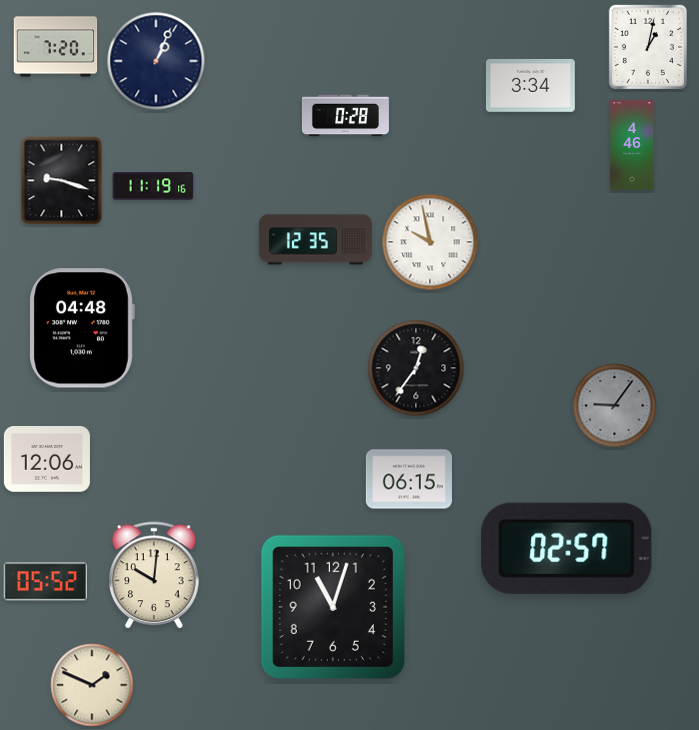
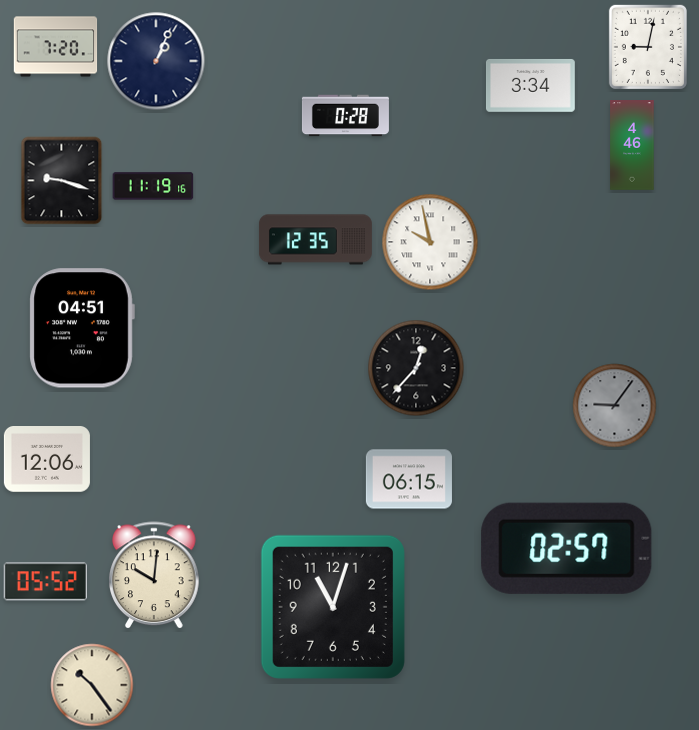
clock at (648, 47): 1:02 -> 9:02
clock at (82, 328): 04:48 -> 04:51
clock at (416, 368): 12:36 -> 12:37
clock at (92, 685): 1:49 -> 10:24
